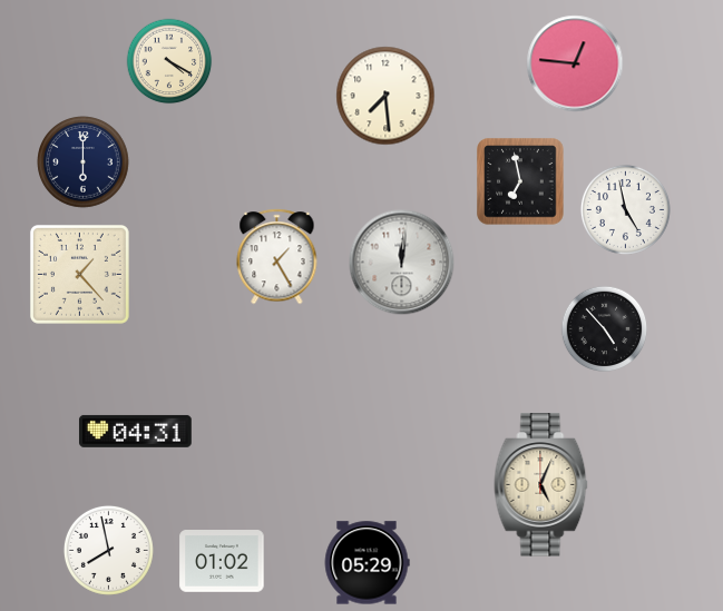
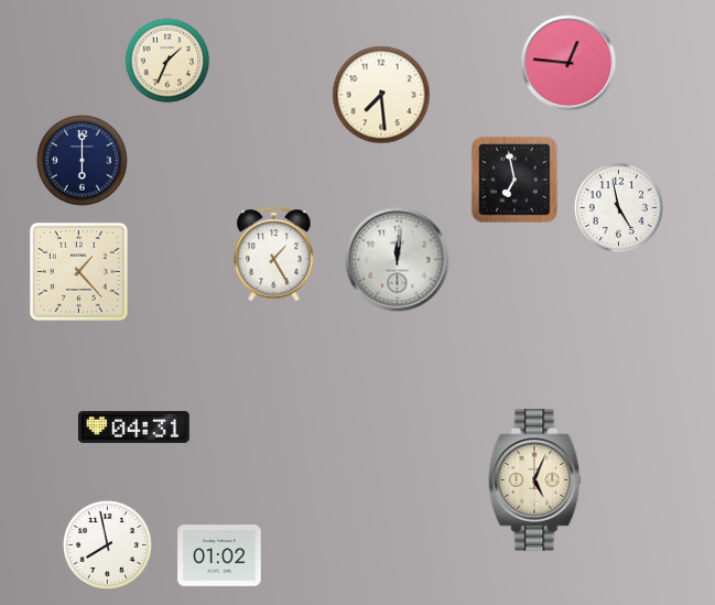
clock at (169, 61): 4:20 -> 1:34
clock at (605, 329): 4:53 -> none
clock at (367, 563): 05:29 -> none
